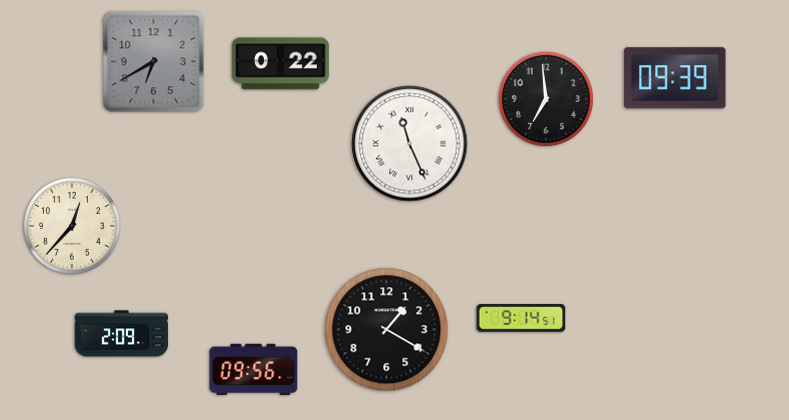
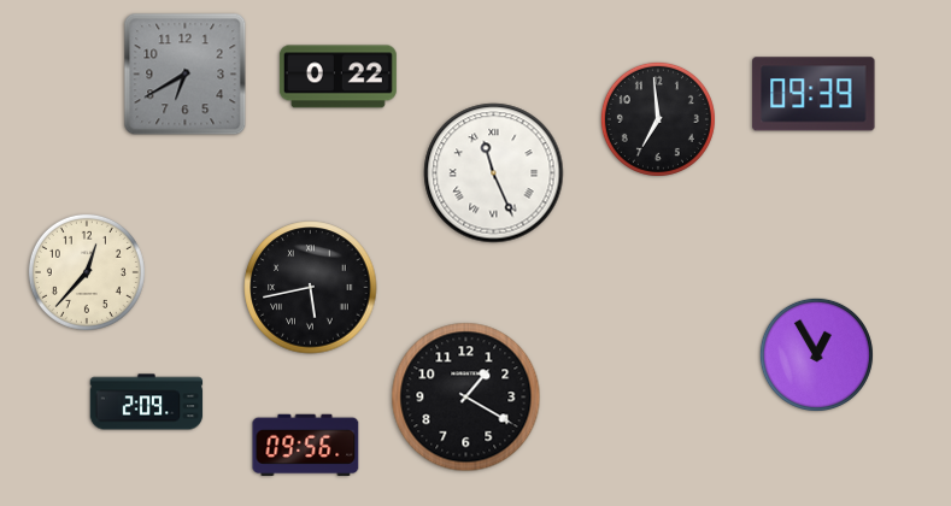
clock at (311, 288): none -> 5:43
clock at (816, 354): none -> 12:55
clock at (521, 319): 9:14 -> none
